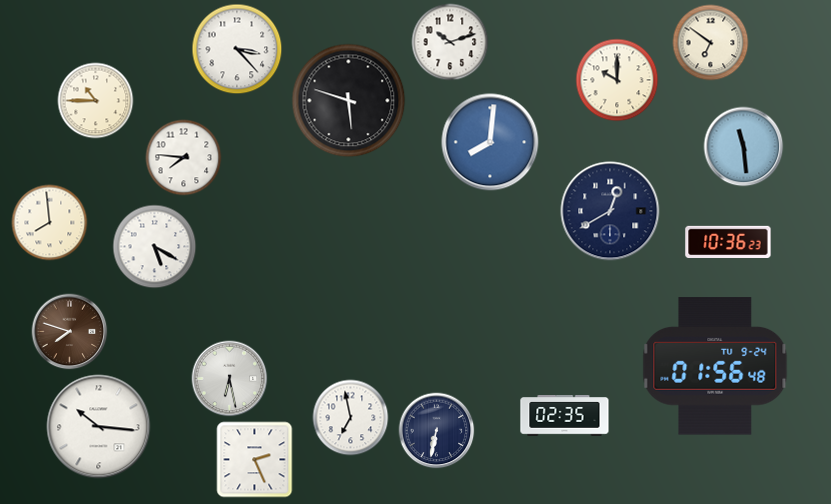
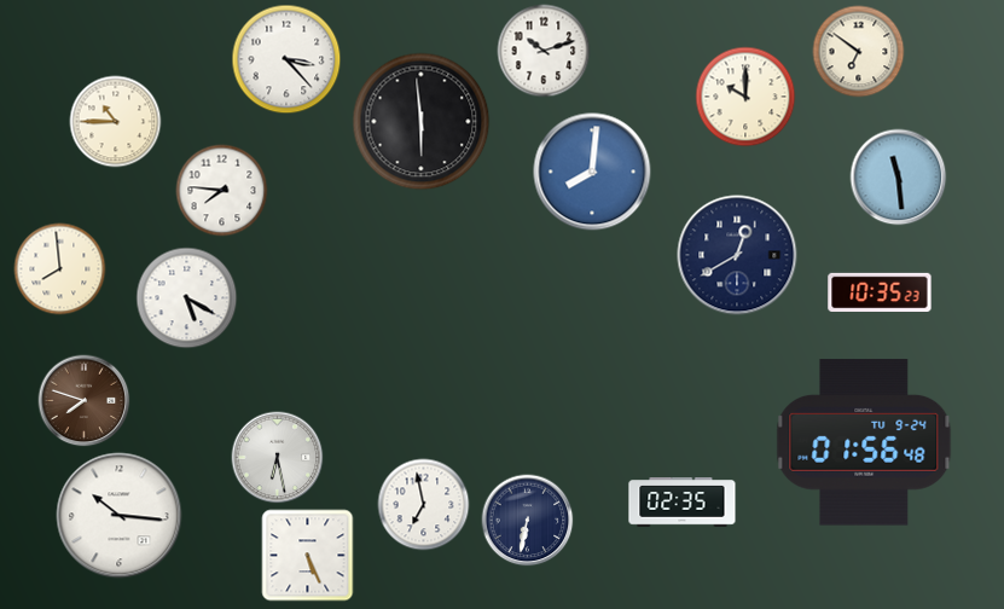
clock at (349, 101): 5:48 -> 5:59
clock at (728, 241): 10:36 -> 10:35
clock at (255, 460): 2:26 -> 5:26
